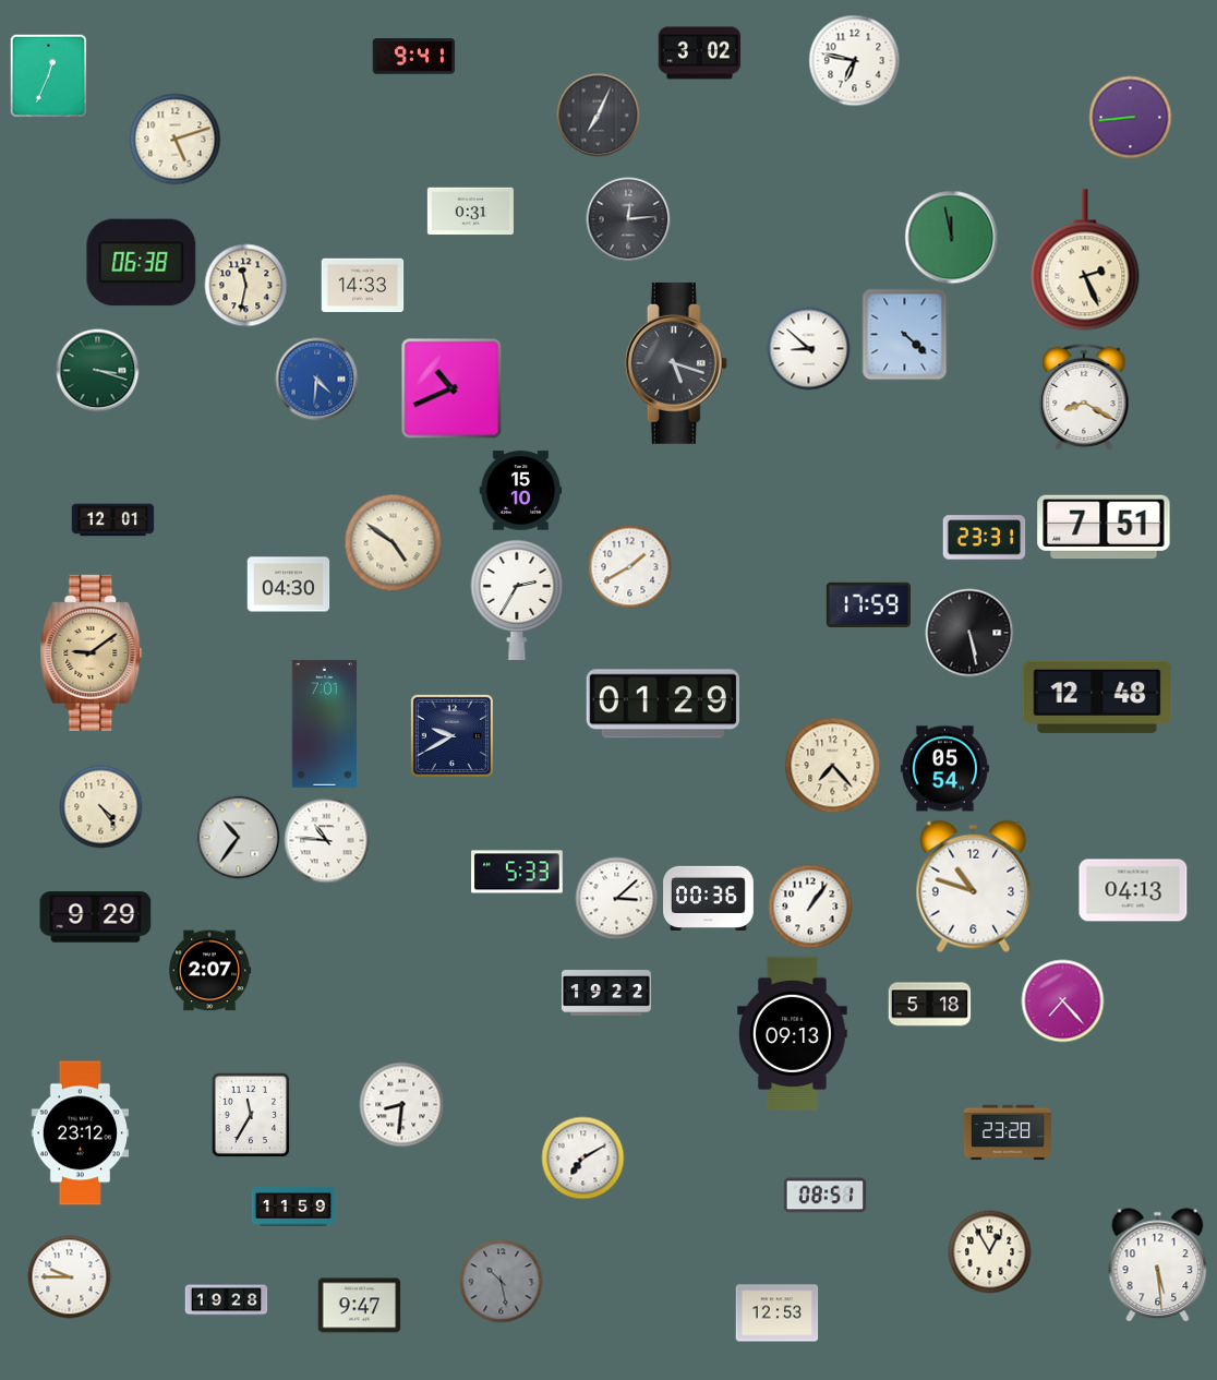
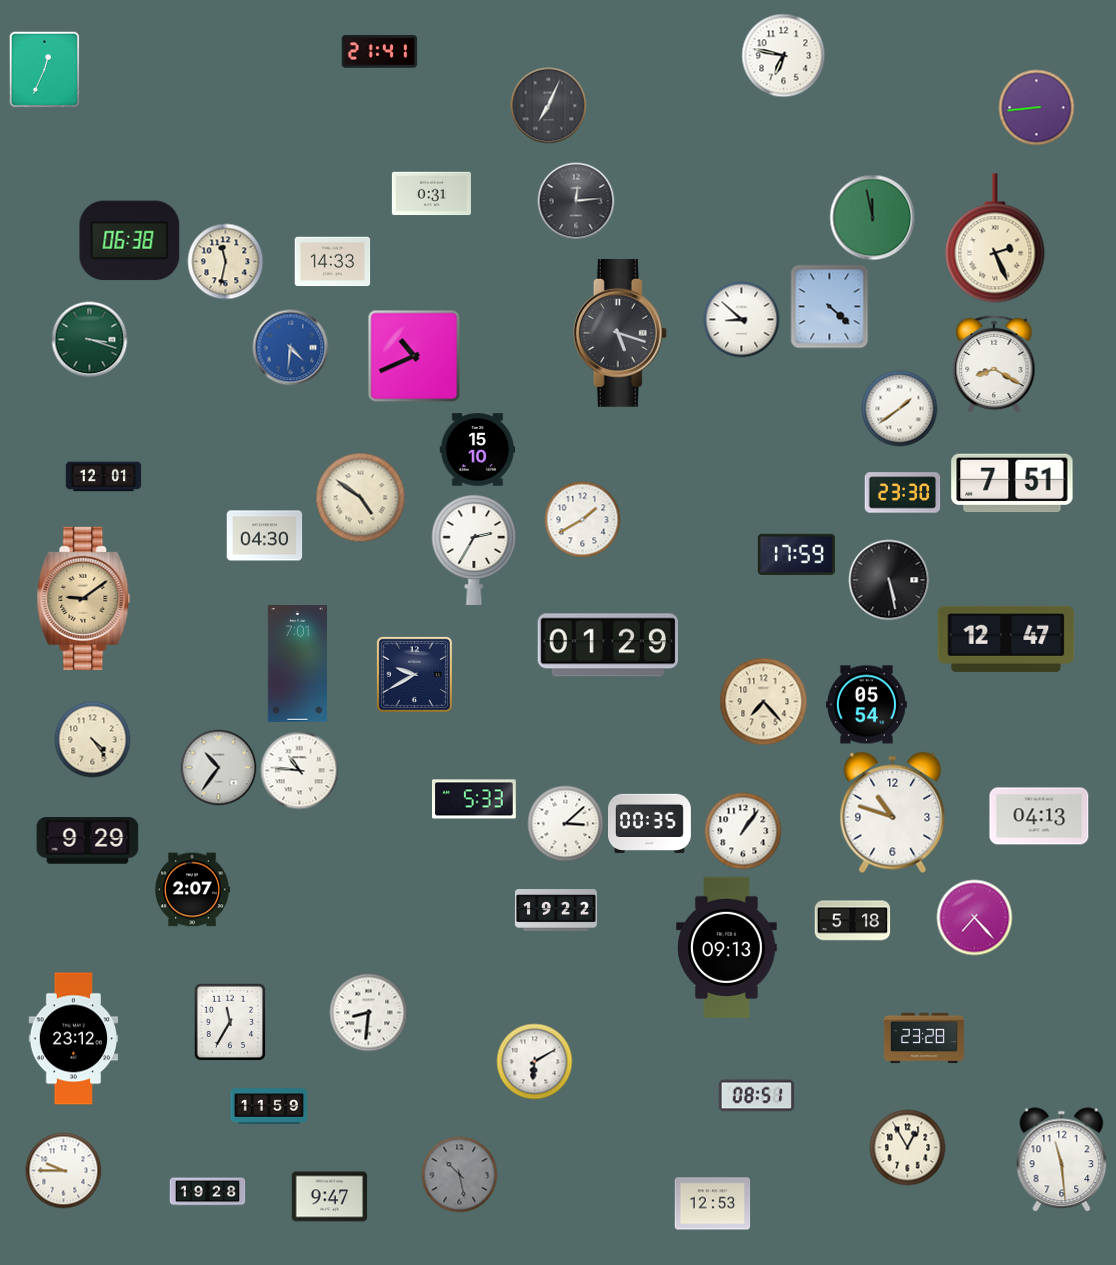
clock at (700, 53): 3:02 -> none
clock at (414, 57): 9:41 -> 21:41
clock at (176, 140): 5:12 -> none
clock at (900, 409): none -> 1:39
clock at (985, 538): 23:31 -> 23:30
clock at (630, 567) position: (630, 567) -> (583, 520)
clock at (1097, 697): 12:48 -> 12:47
clock at (709, 898): 00:36 -> 00:35
clock at (583, 1159): 7:10 -> 6:10
clock at (1158, 1265): 5:29 -> 11:29
